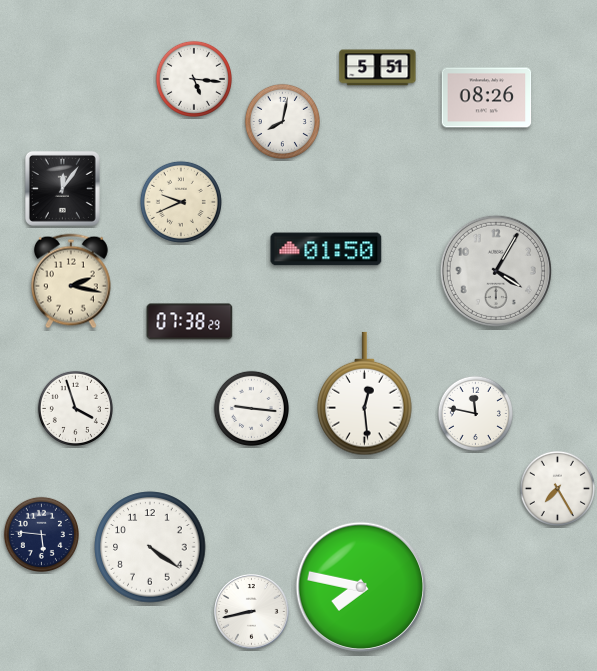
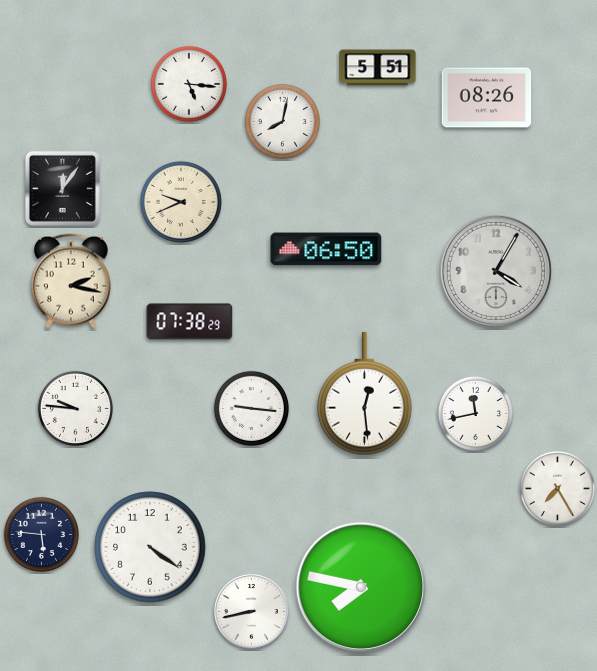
clock at (194, 79) position: (194, 79) -> (189, 84)
clock at (326, 249): 01:50 -> 06:50
clock at (75, 408): 3:57 -> 9:46
clock at (475, 413): 11:47 -> 11:43
